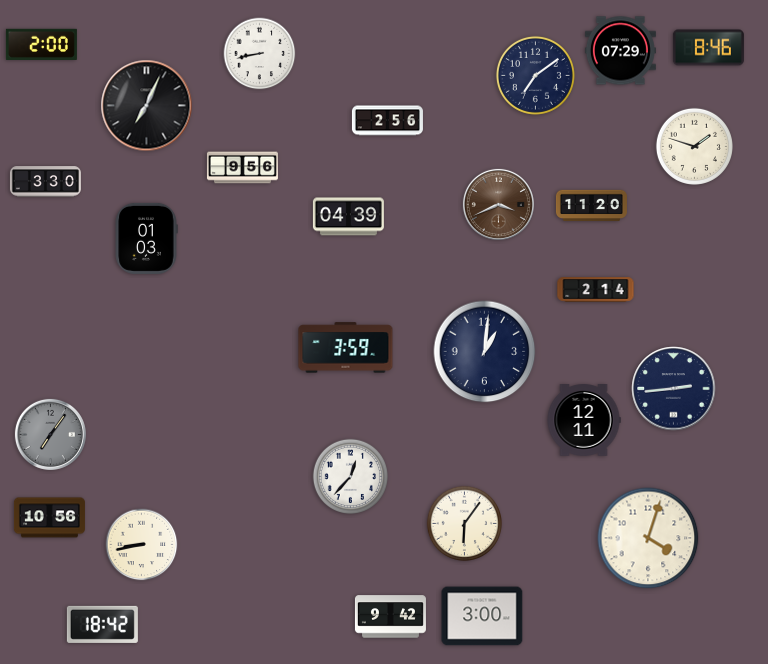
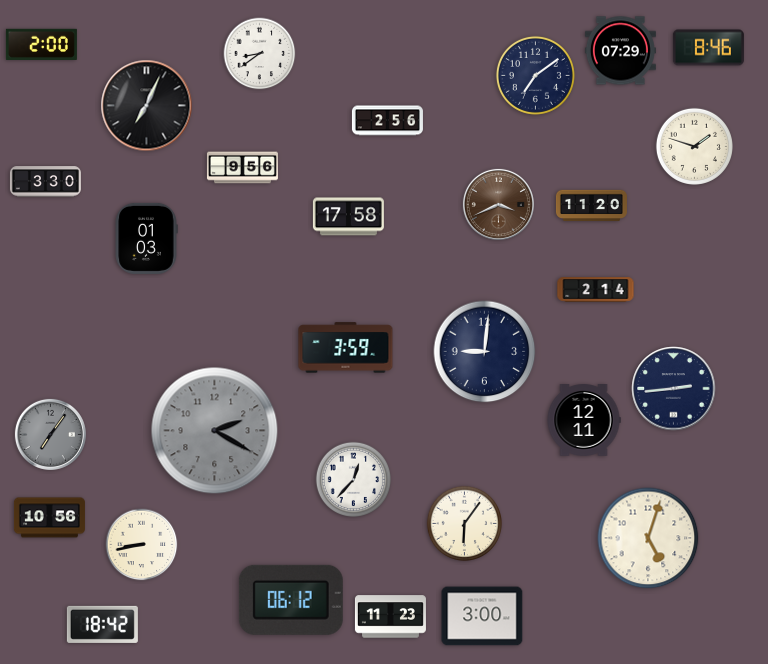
clock at (260, 54): 8:43 -> 8:39
clock at (348, 217): 04:39 -> 17:58
clock at (485, 352): 1:01 -> 9:01
clock at (215, 431): none -> 2:20
clock at (351, 477) position: (351, 477) -> (354, 480)
clock at (648, 538): 4:03 -> 5:03
clock at (291, 600): none -> 06:12
clock at (390, 617): 9:42 -> 11:23
